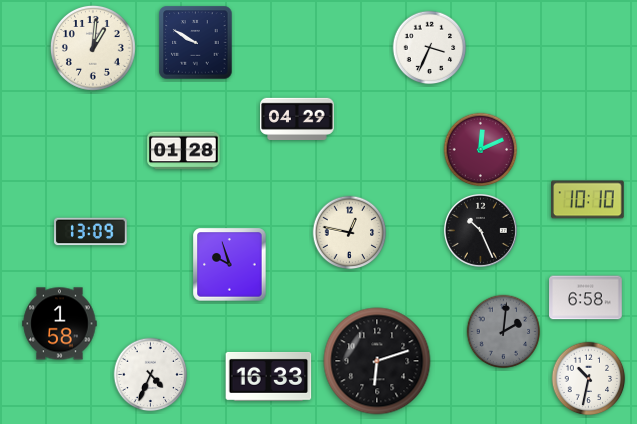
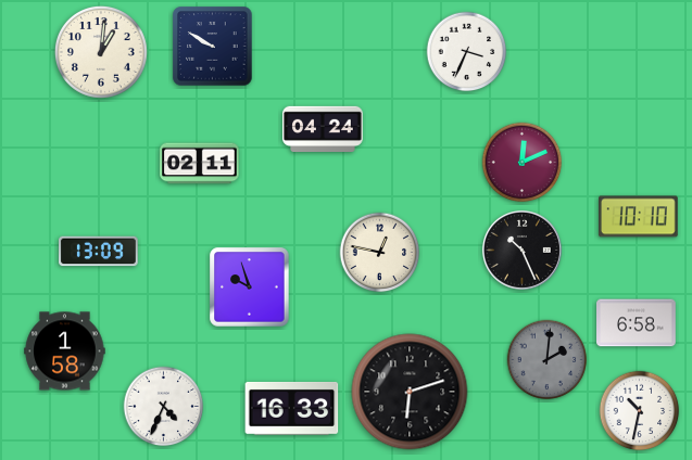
clock at (297, 118): 04:29 -> 04:24
clock at (184, 151): 01:28 -> 02:11
